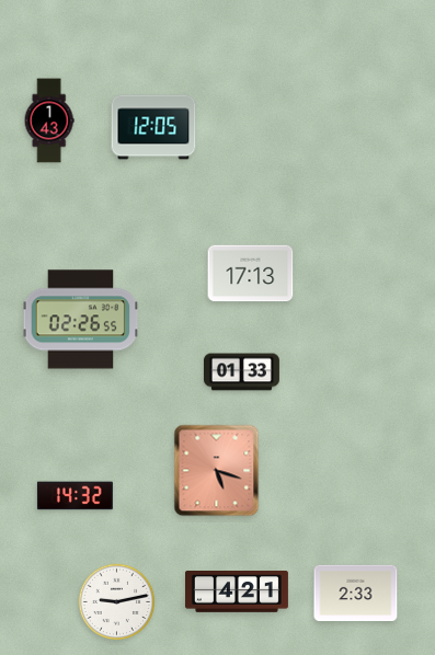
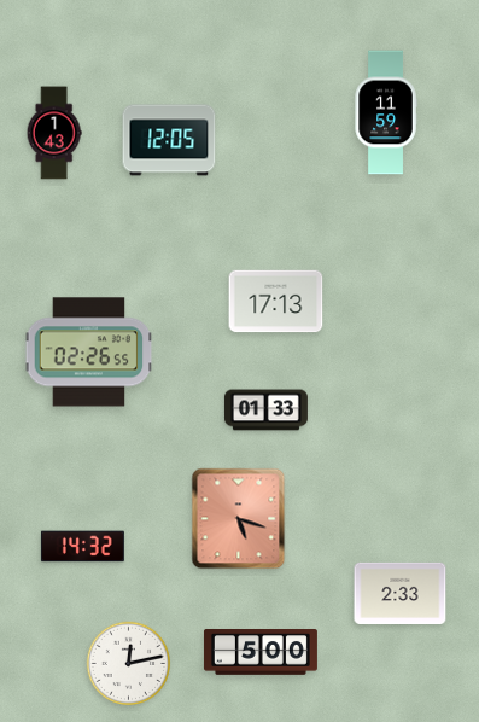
clock at (386, 112): none -> 11:59
clock at (237, 593): 4:21 -> 5:00
clock at (356, 593) position: (356, 593) -> (401, 593)
clock at (117, 602): 9:13 -> 12:13
